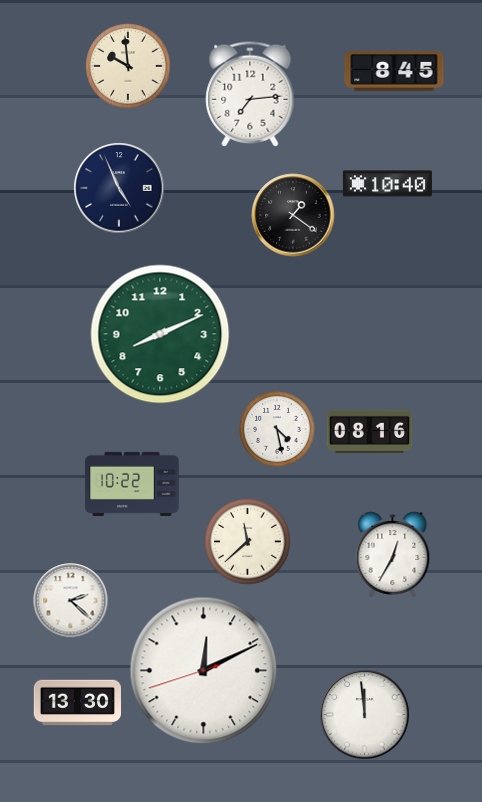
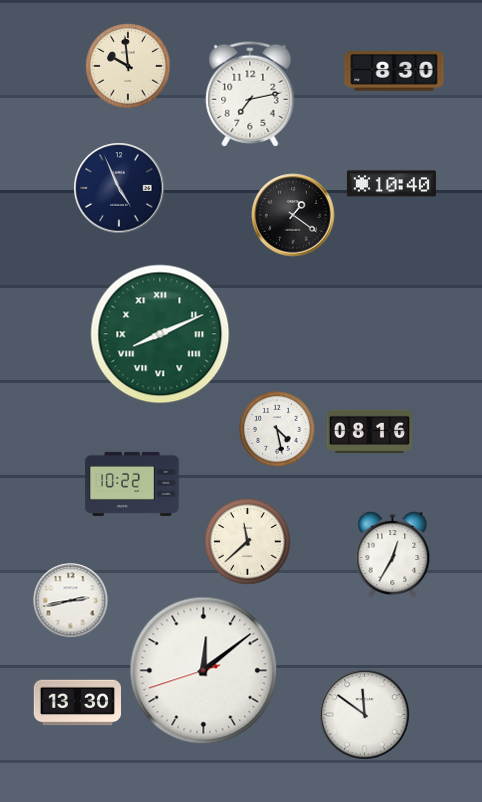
clock at (394, 72): 8:45 -> 8:30
clock at (250, 94): 7:14 -> 7:13
clock at (387, 184) position: (387, 184) -> (391, 184)
clock at (160, 334) numerals: Arabic -> Roman
clock at (71, 601): 2:22 -> 2:43
clock at (204, 671): 12:10 -> 12:08
clock at (365, 715): 11:59 -> 11:51
